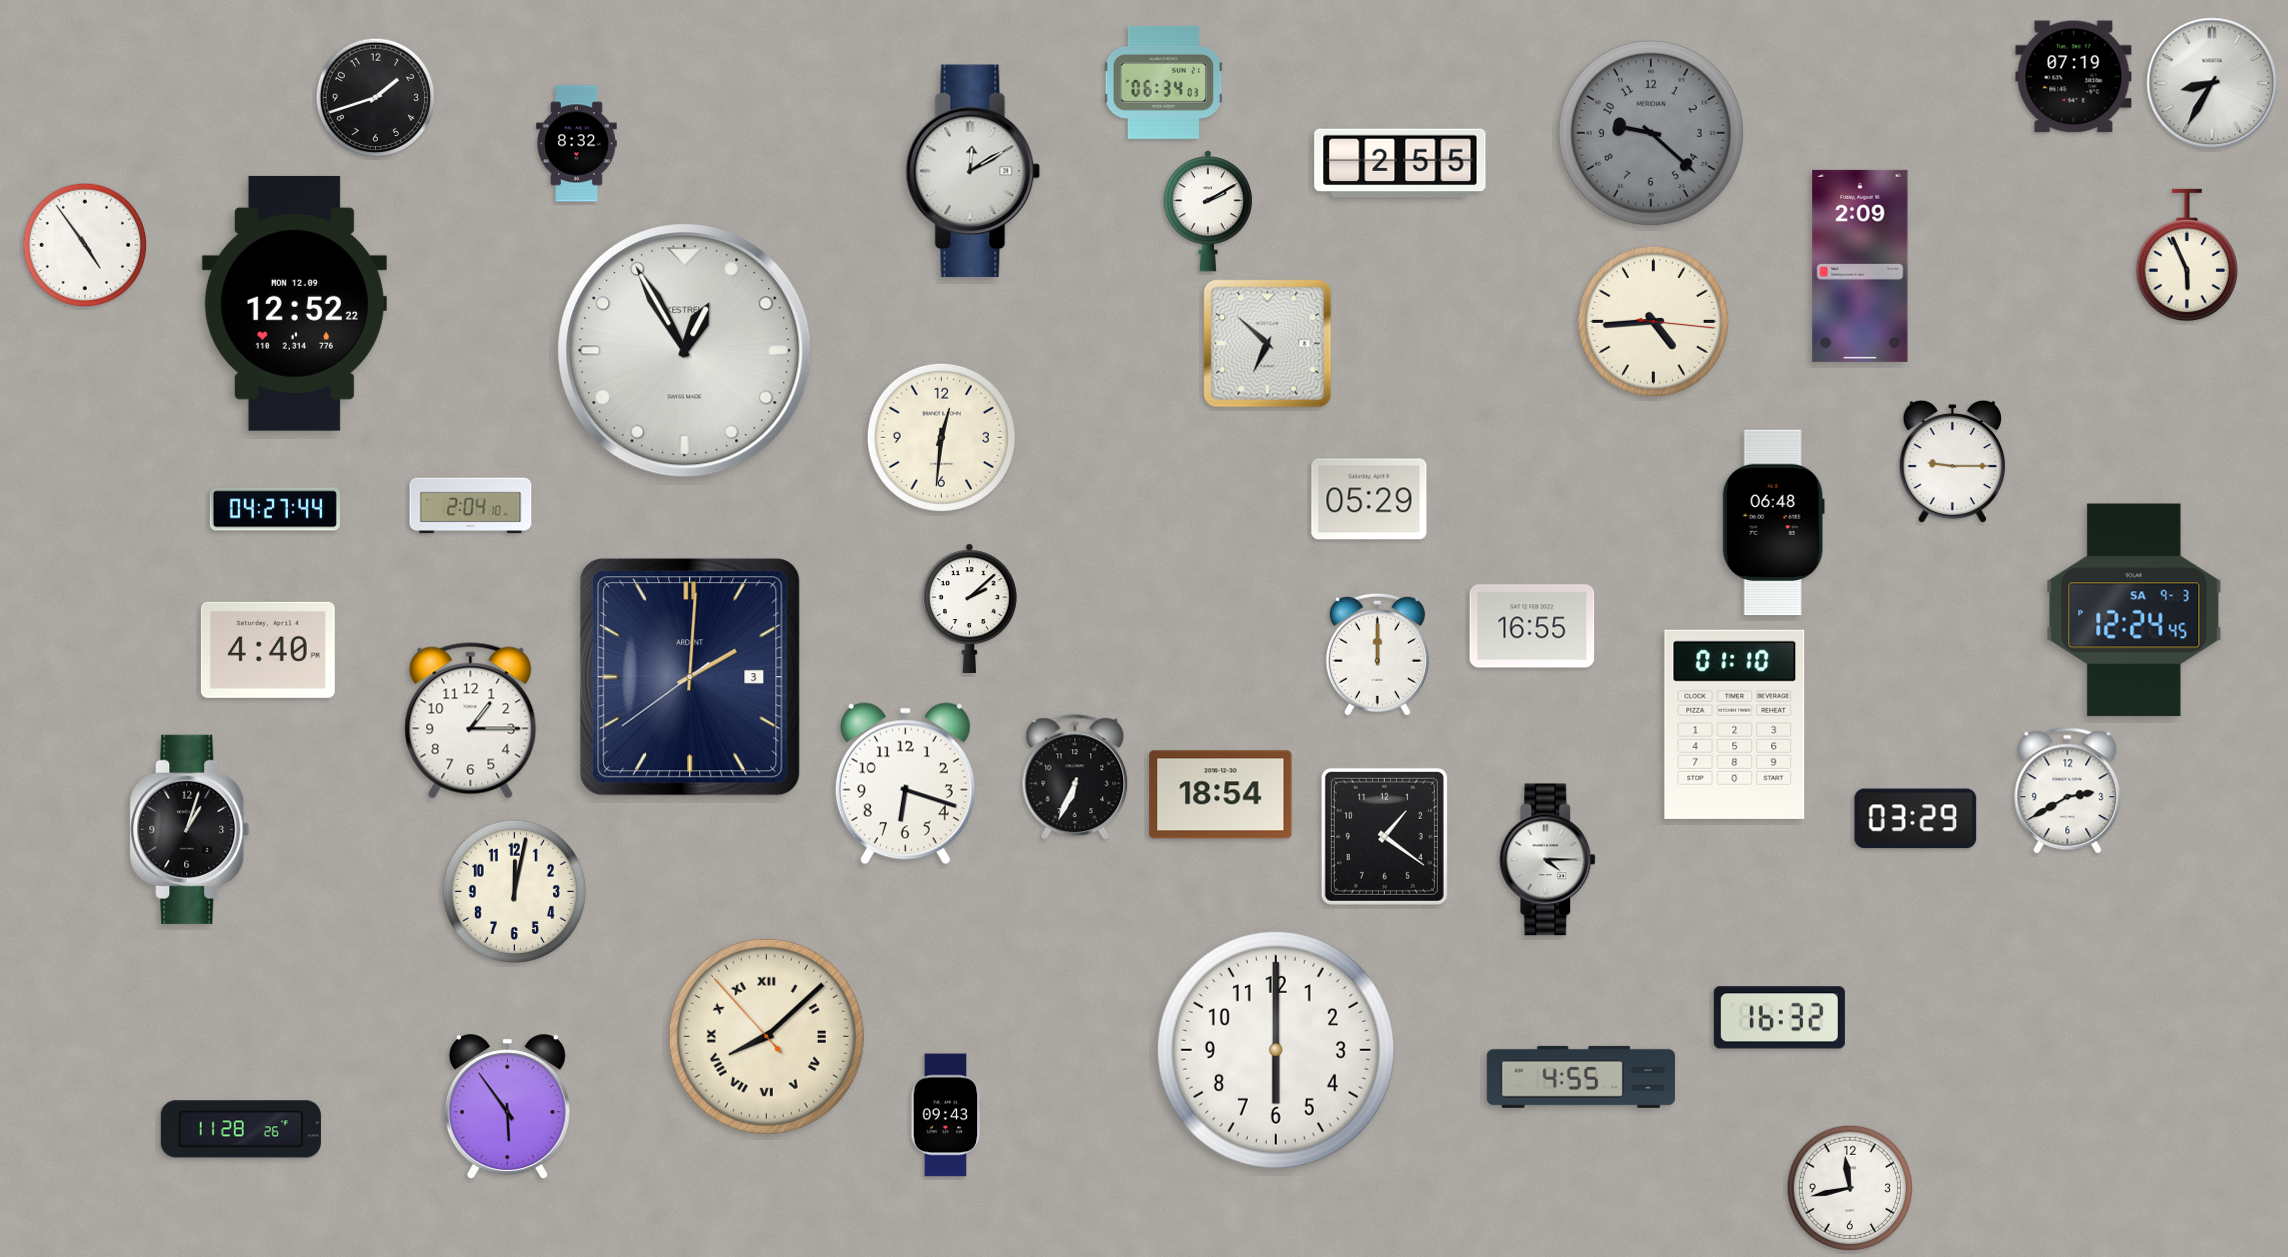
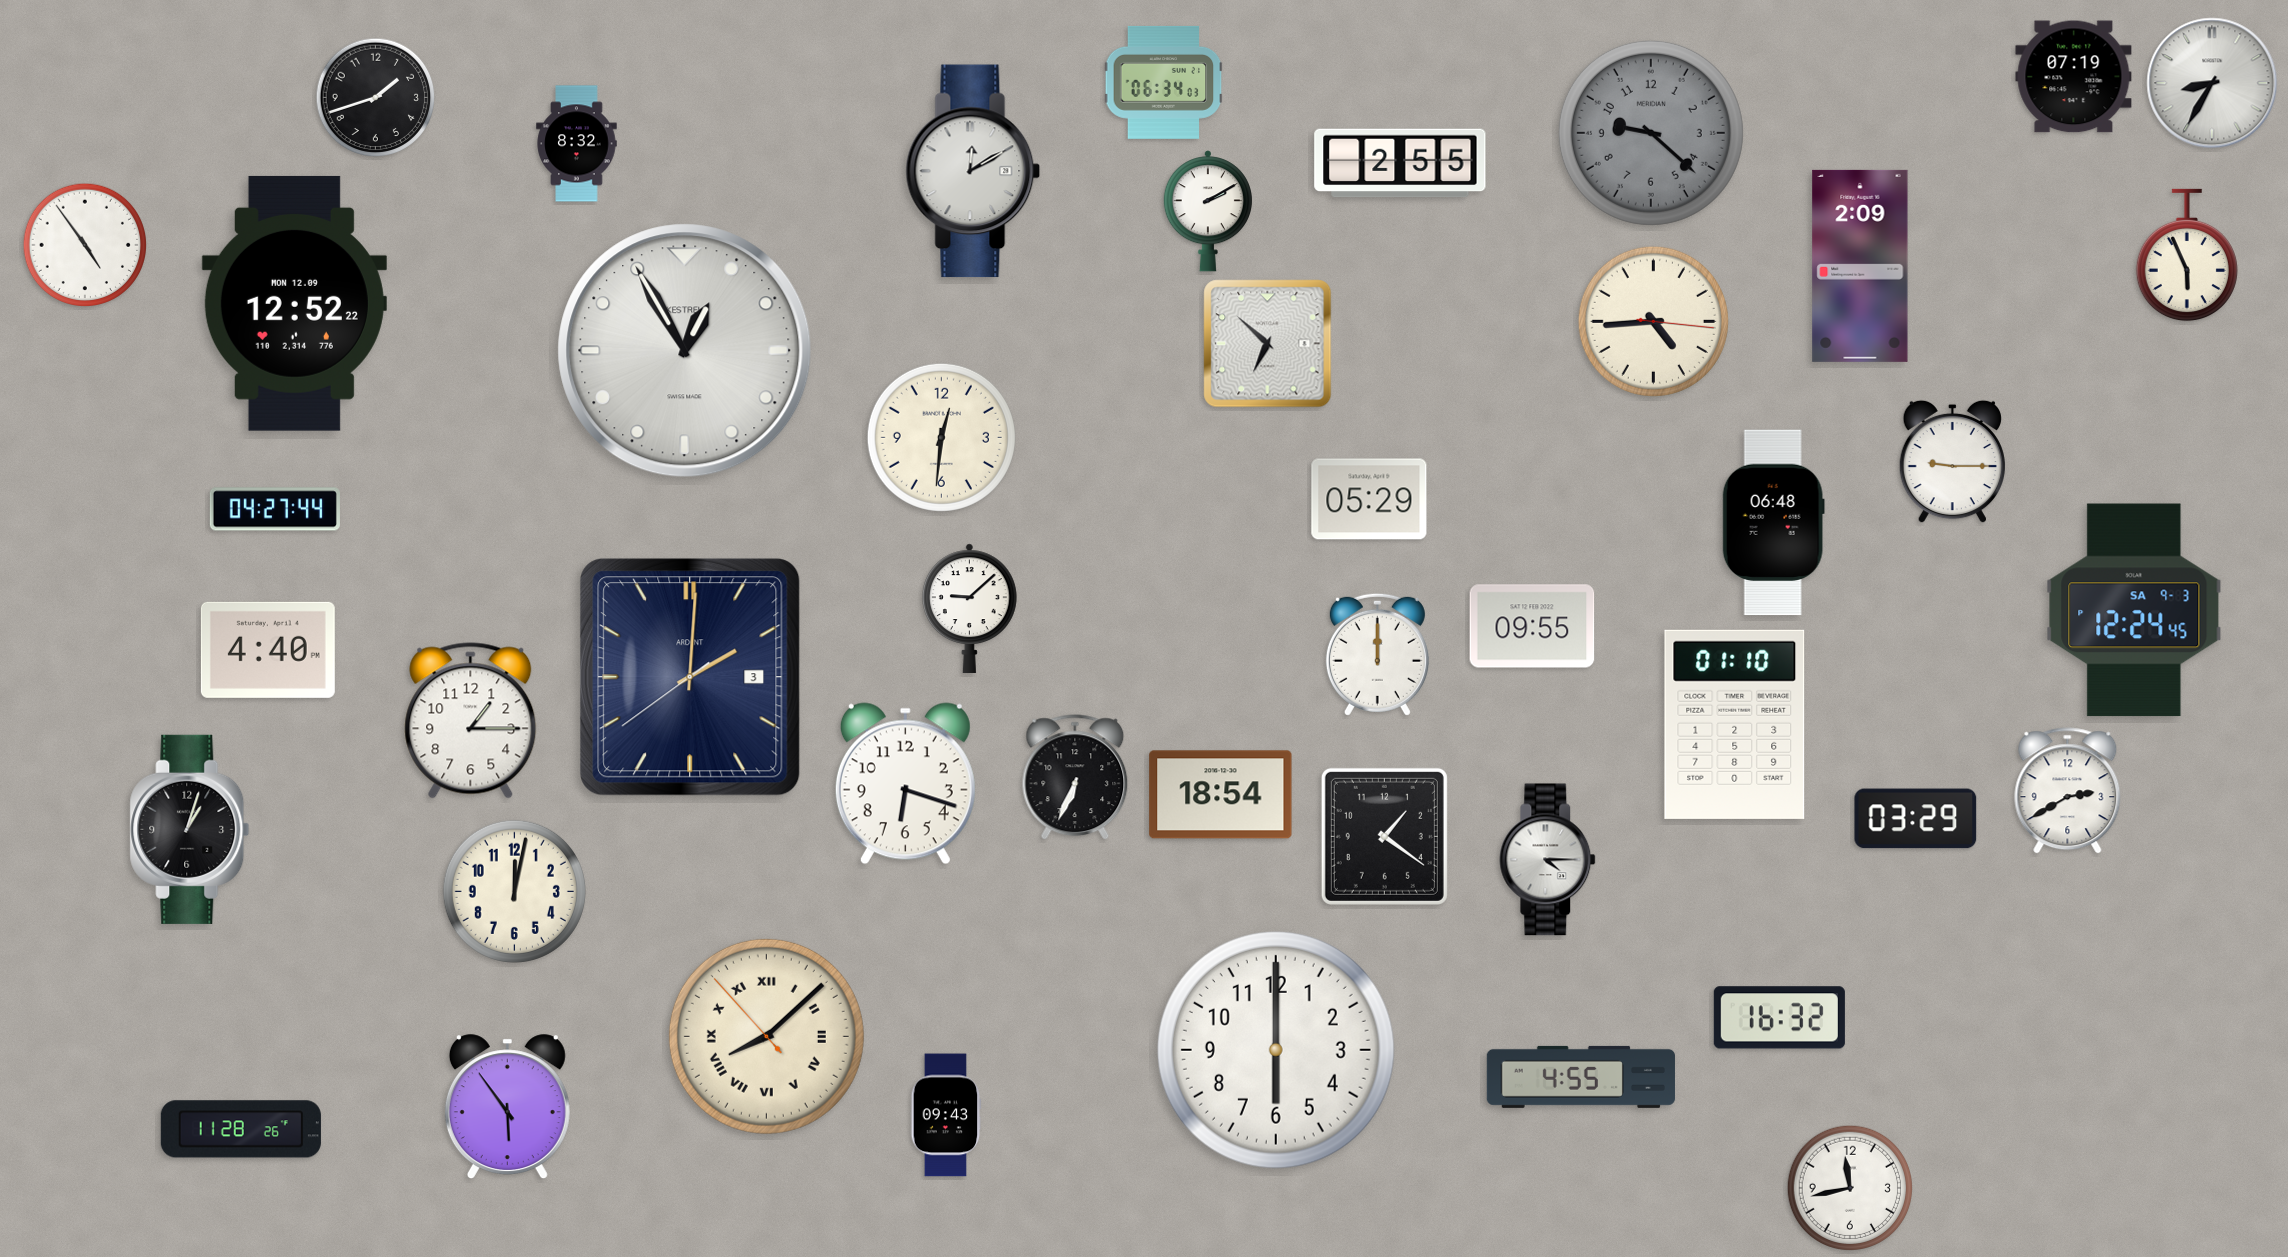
clock at (471, 506): 2:04 -> none
clock at (969, 608): 2:08 -> 9:08
clock at (1532, 626): 16:55 -> 09:55
